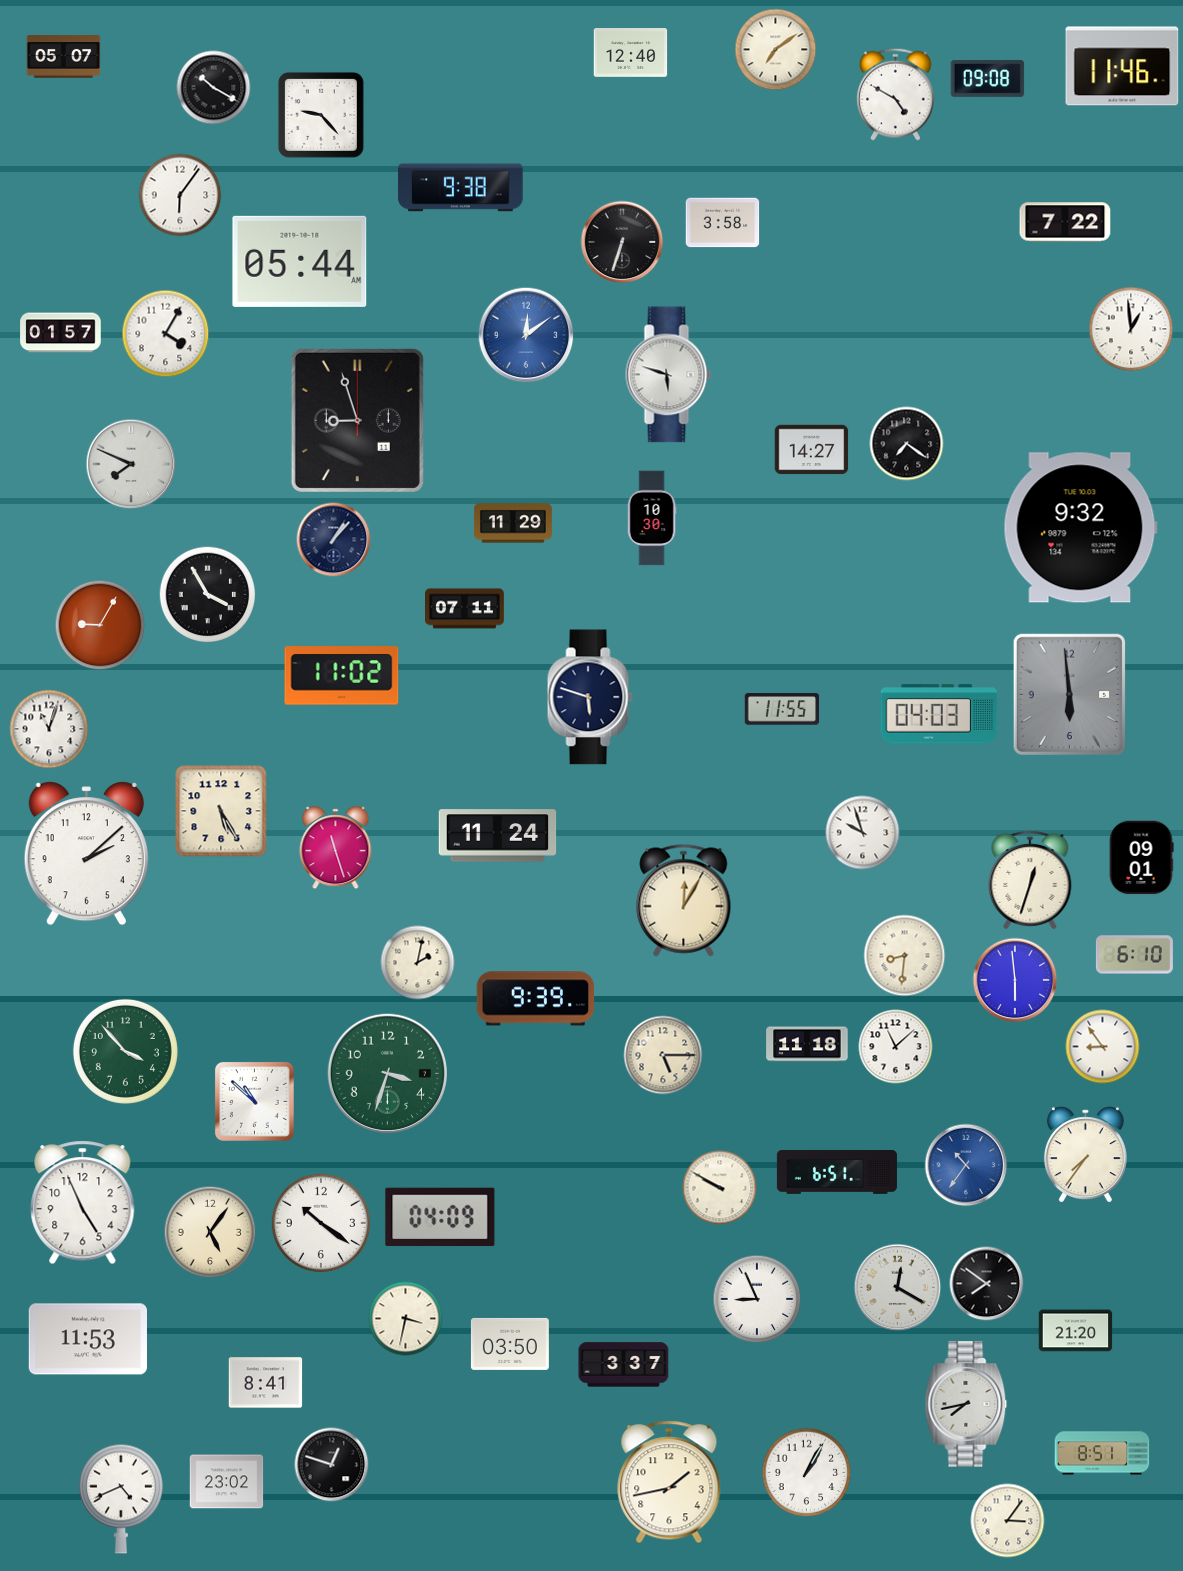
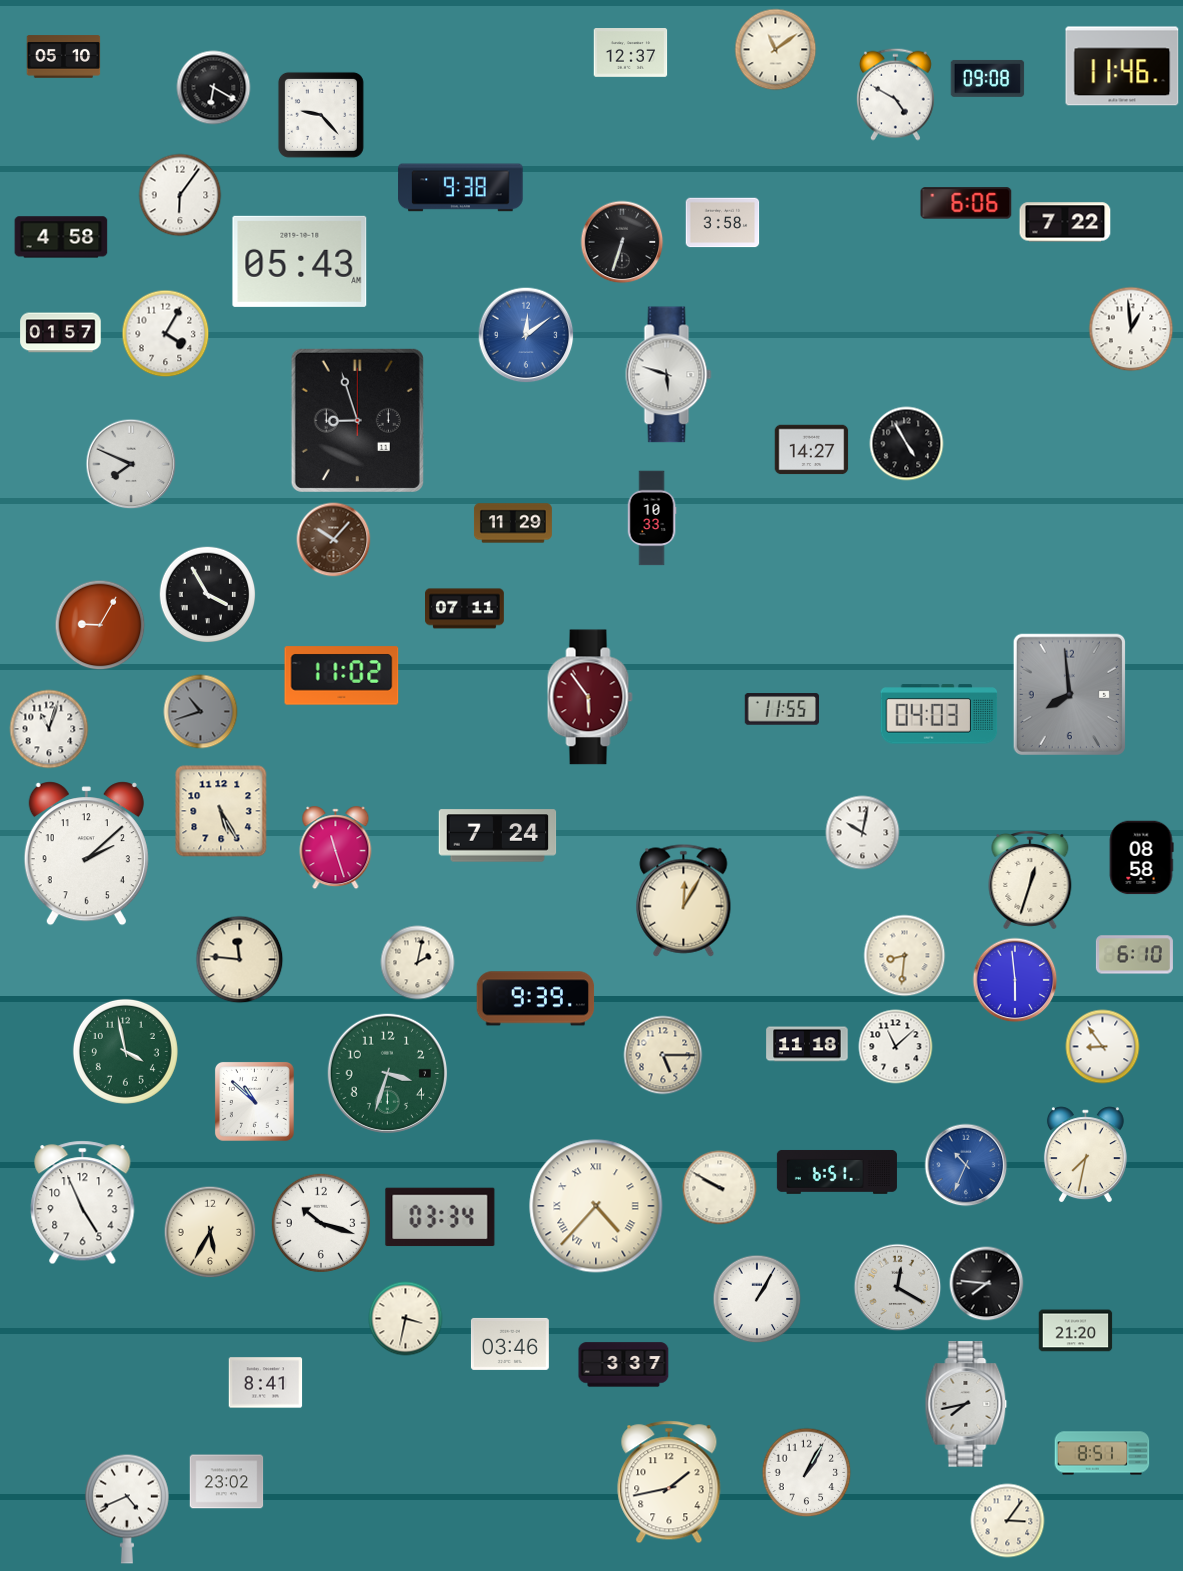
clock at (776, 50): 7:09 -> 11:09
clock at (631, 53): 12:40 -> 12:37
clock at (64, 57): 05:07 -> 05:10
clock at (214, 88): 10:20 -> 6:20
clock at (966, 203): none -> 6:06
clock at (61, 237): none -> 4:58
clock at (300, 261): 05:44 -> 05:43
clock at (907, 444): 7:21 -> 4:55
clock at (652, 518): 10:30 -> 10:33
clock at (1080, 528): 9:32 -> none
clock at (334, 540): 1:07 -> 10:07
clock at (334, 540) dial: navy -> brown
clock at (1069, 694): 5:59 -> 7:59
clock at (590, 697): 5:48 -> 5:54
clock at (590, 697) dial: navy -> burgundy
clock at (201, 712): none -> 10:42
clock at (863, 833): 9:57 -> 10:02
clock at (498, 836): 11:24 -> 7:24
clock at (1141, 858): 09:01 -> 08:58
clock at (240, 960): none -> 11:46
clock at (125, 1051): 3:53 -> 3:58
clock at (1085, 1155): 7:36 -> 7:32
clock at (966, 1165): 10:36 -> 10:34
clock at (596, 1206): none -> 4:37
clock at (440, 1217): 04:09 -> 03:34
clock at (321, 1223): 10:21 -> 10:18
clock at (210, 1232): 5:06 -> 5:35
clock at (987, 1284): 7:51 -> 7:46
clock at (757, 1299): 8:56 -> 1:05
clock at (88, 1339): 11:53 -> none
clock at (510, 1344): 03:50 -> 03:46
clock at (332, 1465): 12:48 -> none
clock at (121, 1499) position: (121, 1499) -> (127, 1509)
